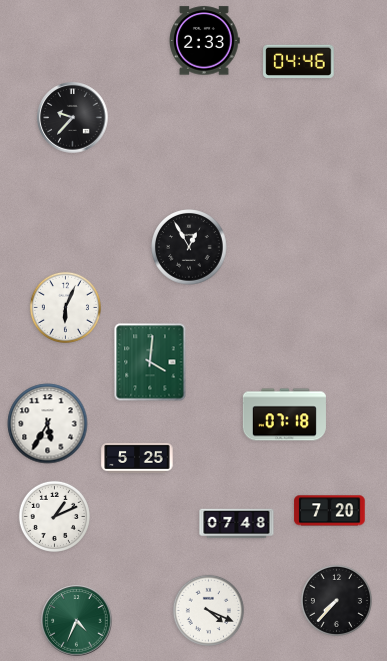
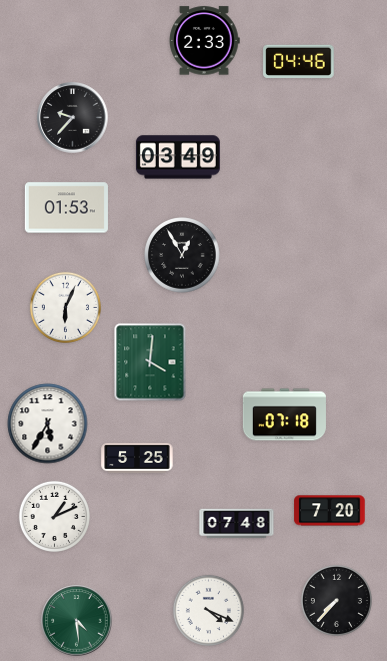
clock at (178, 157): none -> 03:49
clock at (66, 208): none -> 01:53
clock at (189, 247) position: (189, 247) -> (182, 255)
clock at (77, 621): 4:34 -> 4:29
